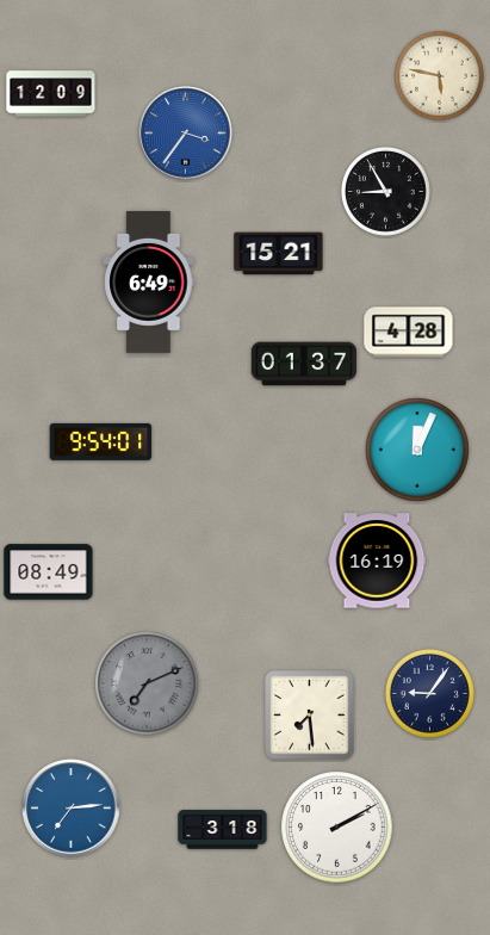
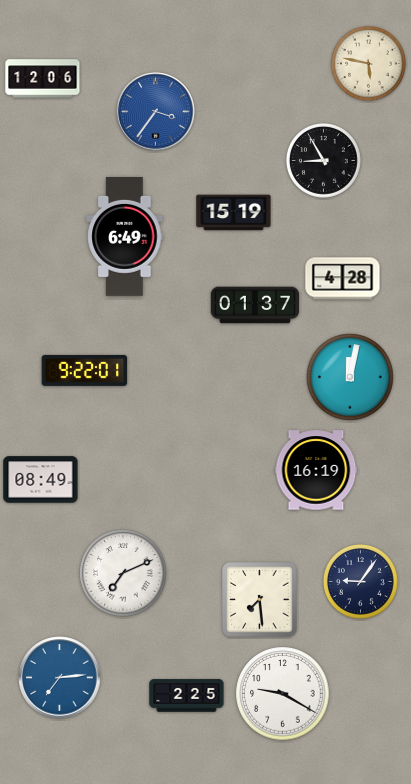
clock at (51, 94): 12:09 -> 12:06
clock at (279, 254): 15:21 -> 15:19
clock at (101, 441): 9:54 -> 9:22
clock at (417, 450): 12:04 -> 12:02
clock at (147, 683) dial: grey -> white
clock at (337, 828): 2:10 -> 9:20
clock at (223, 830): 3:18 -> 2:25
